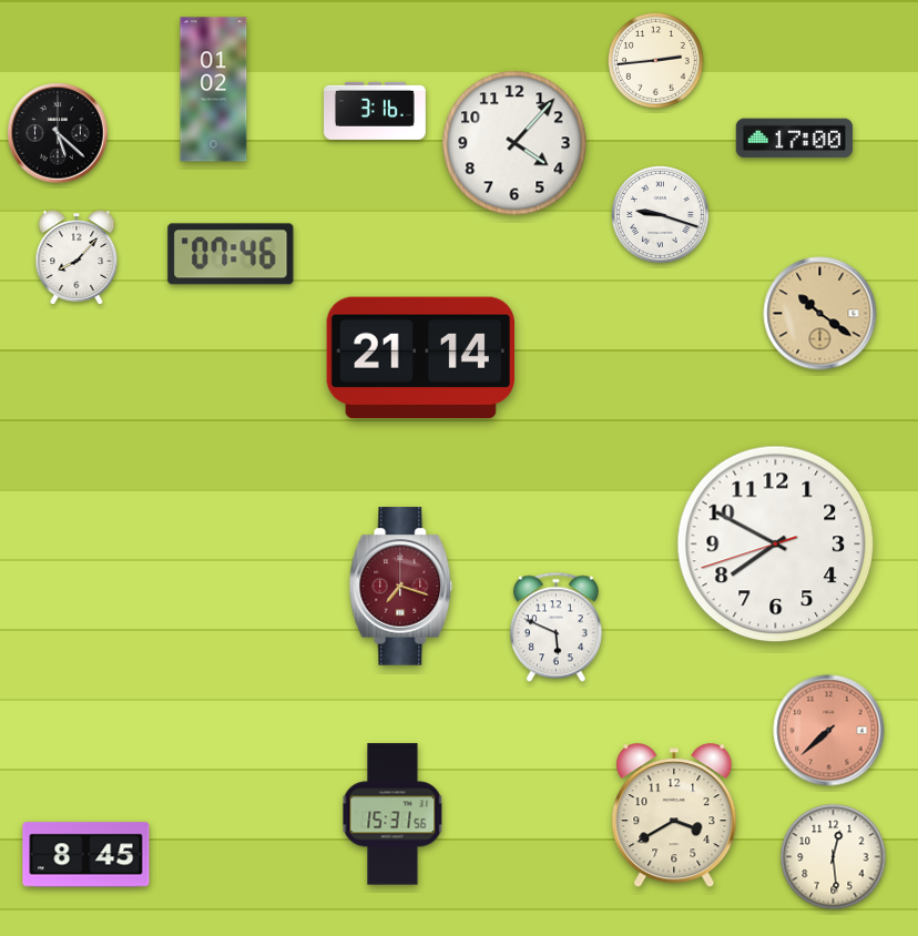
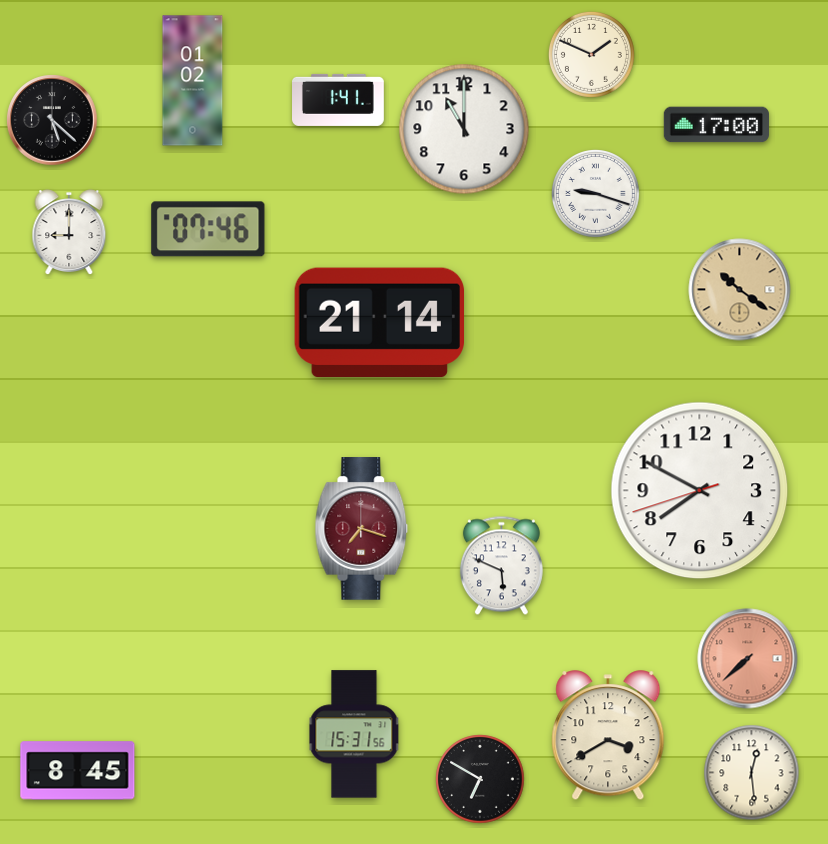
clock at (655, 60): 2:44 -> 1:49
clock at (376, 111): 3:16 -> 1:41
clock at (514, 143): 4:07 -> 11:00
clock at (76, 257): 8:07 -> 9:00
clock at (820, 314) position: (820, 314) -> (740, 290)
clock at (480, 779): none -> 6:50
